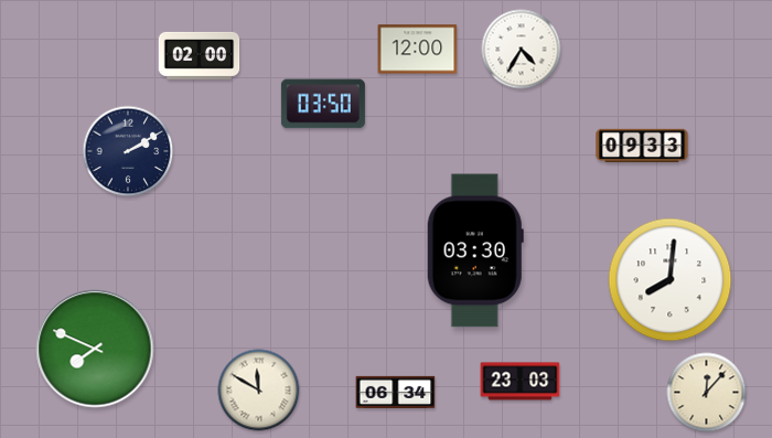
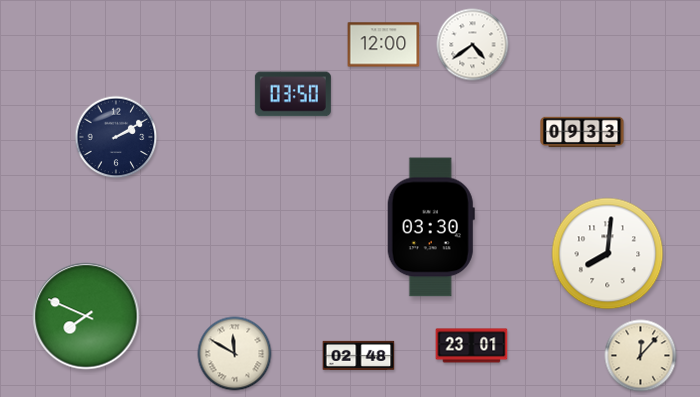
clock at (418, 50) position: (418, 50) -> (384, 45)
clock at (522, 50): 4:35 -> 4:39
clock at (200, 55): 02:00 -> none
clock at (521, 382): 23:03 -> 23:01
clock at (396, 392): 06:34 -> 02:48
